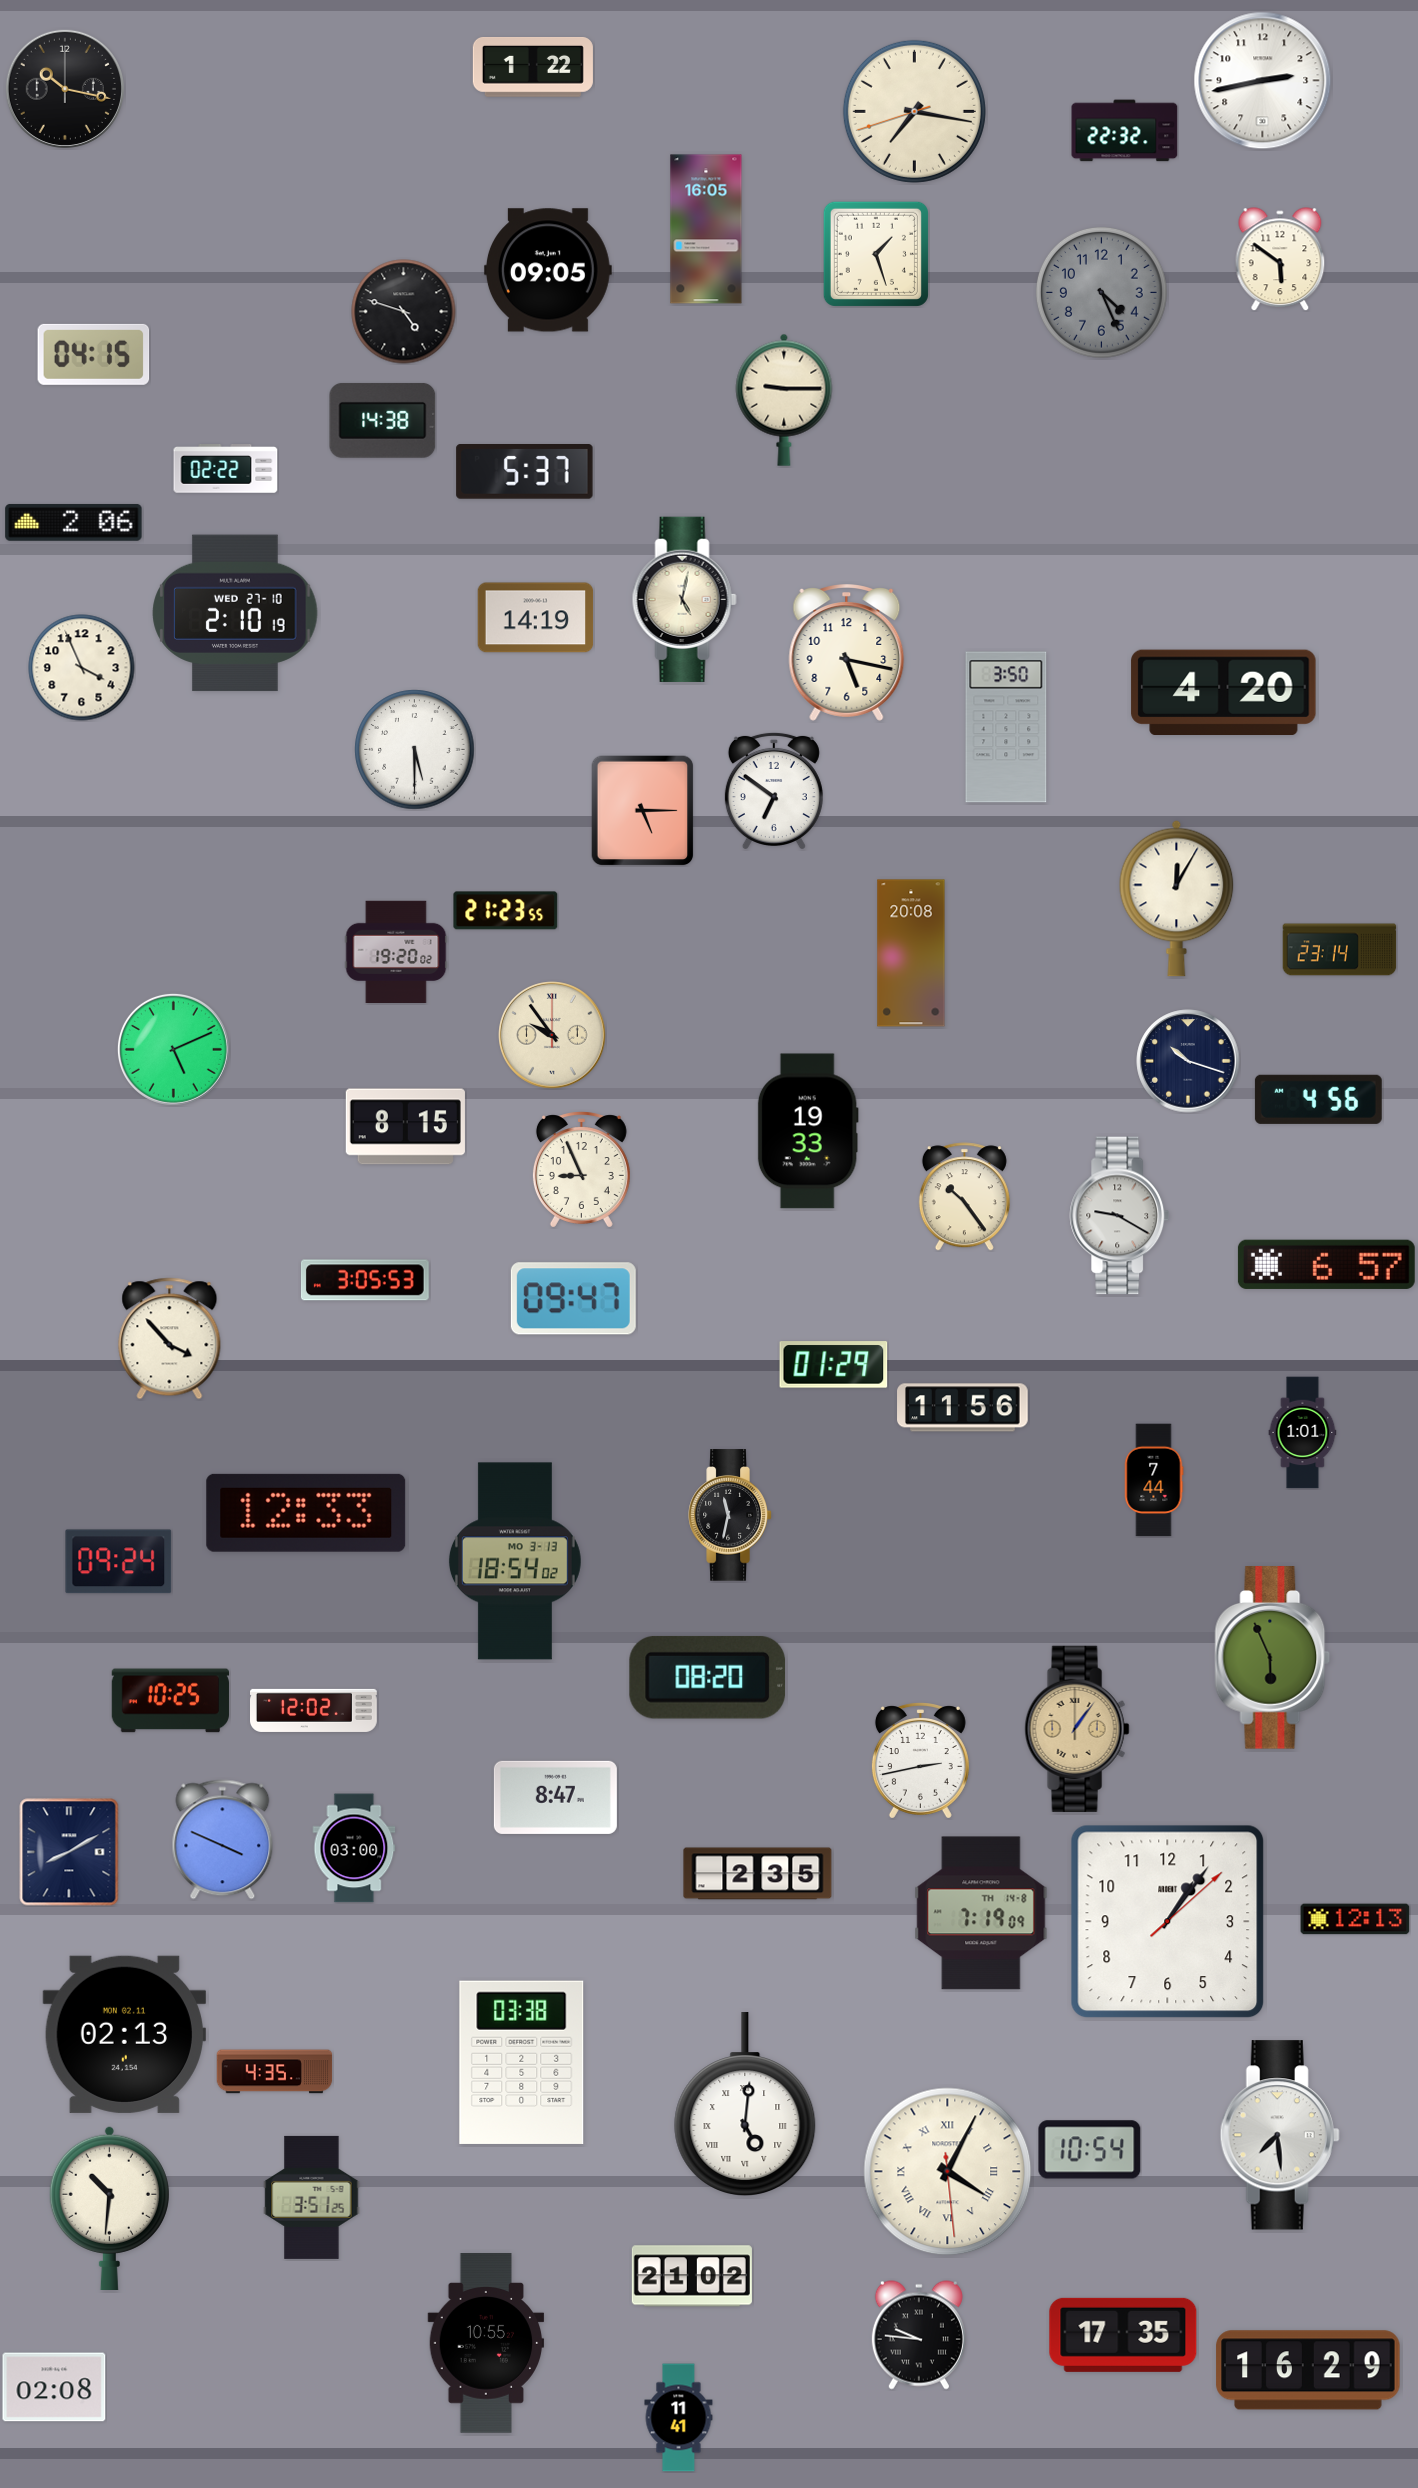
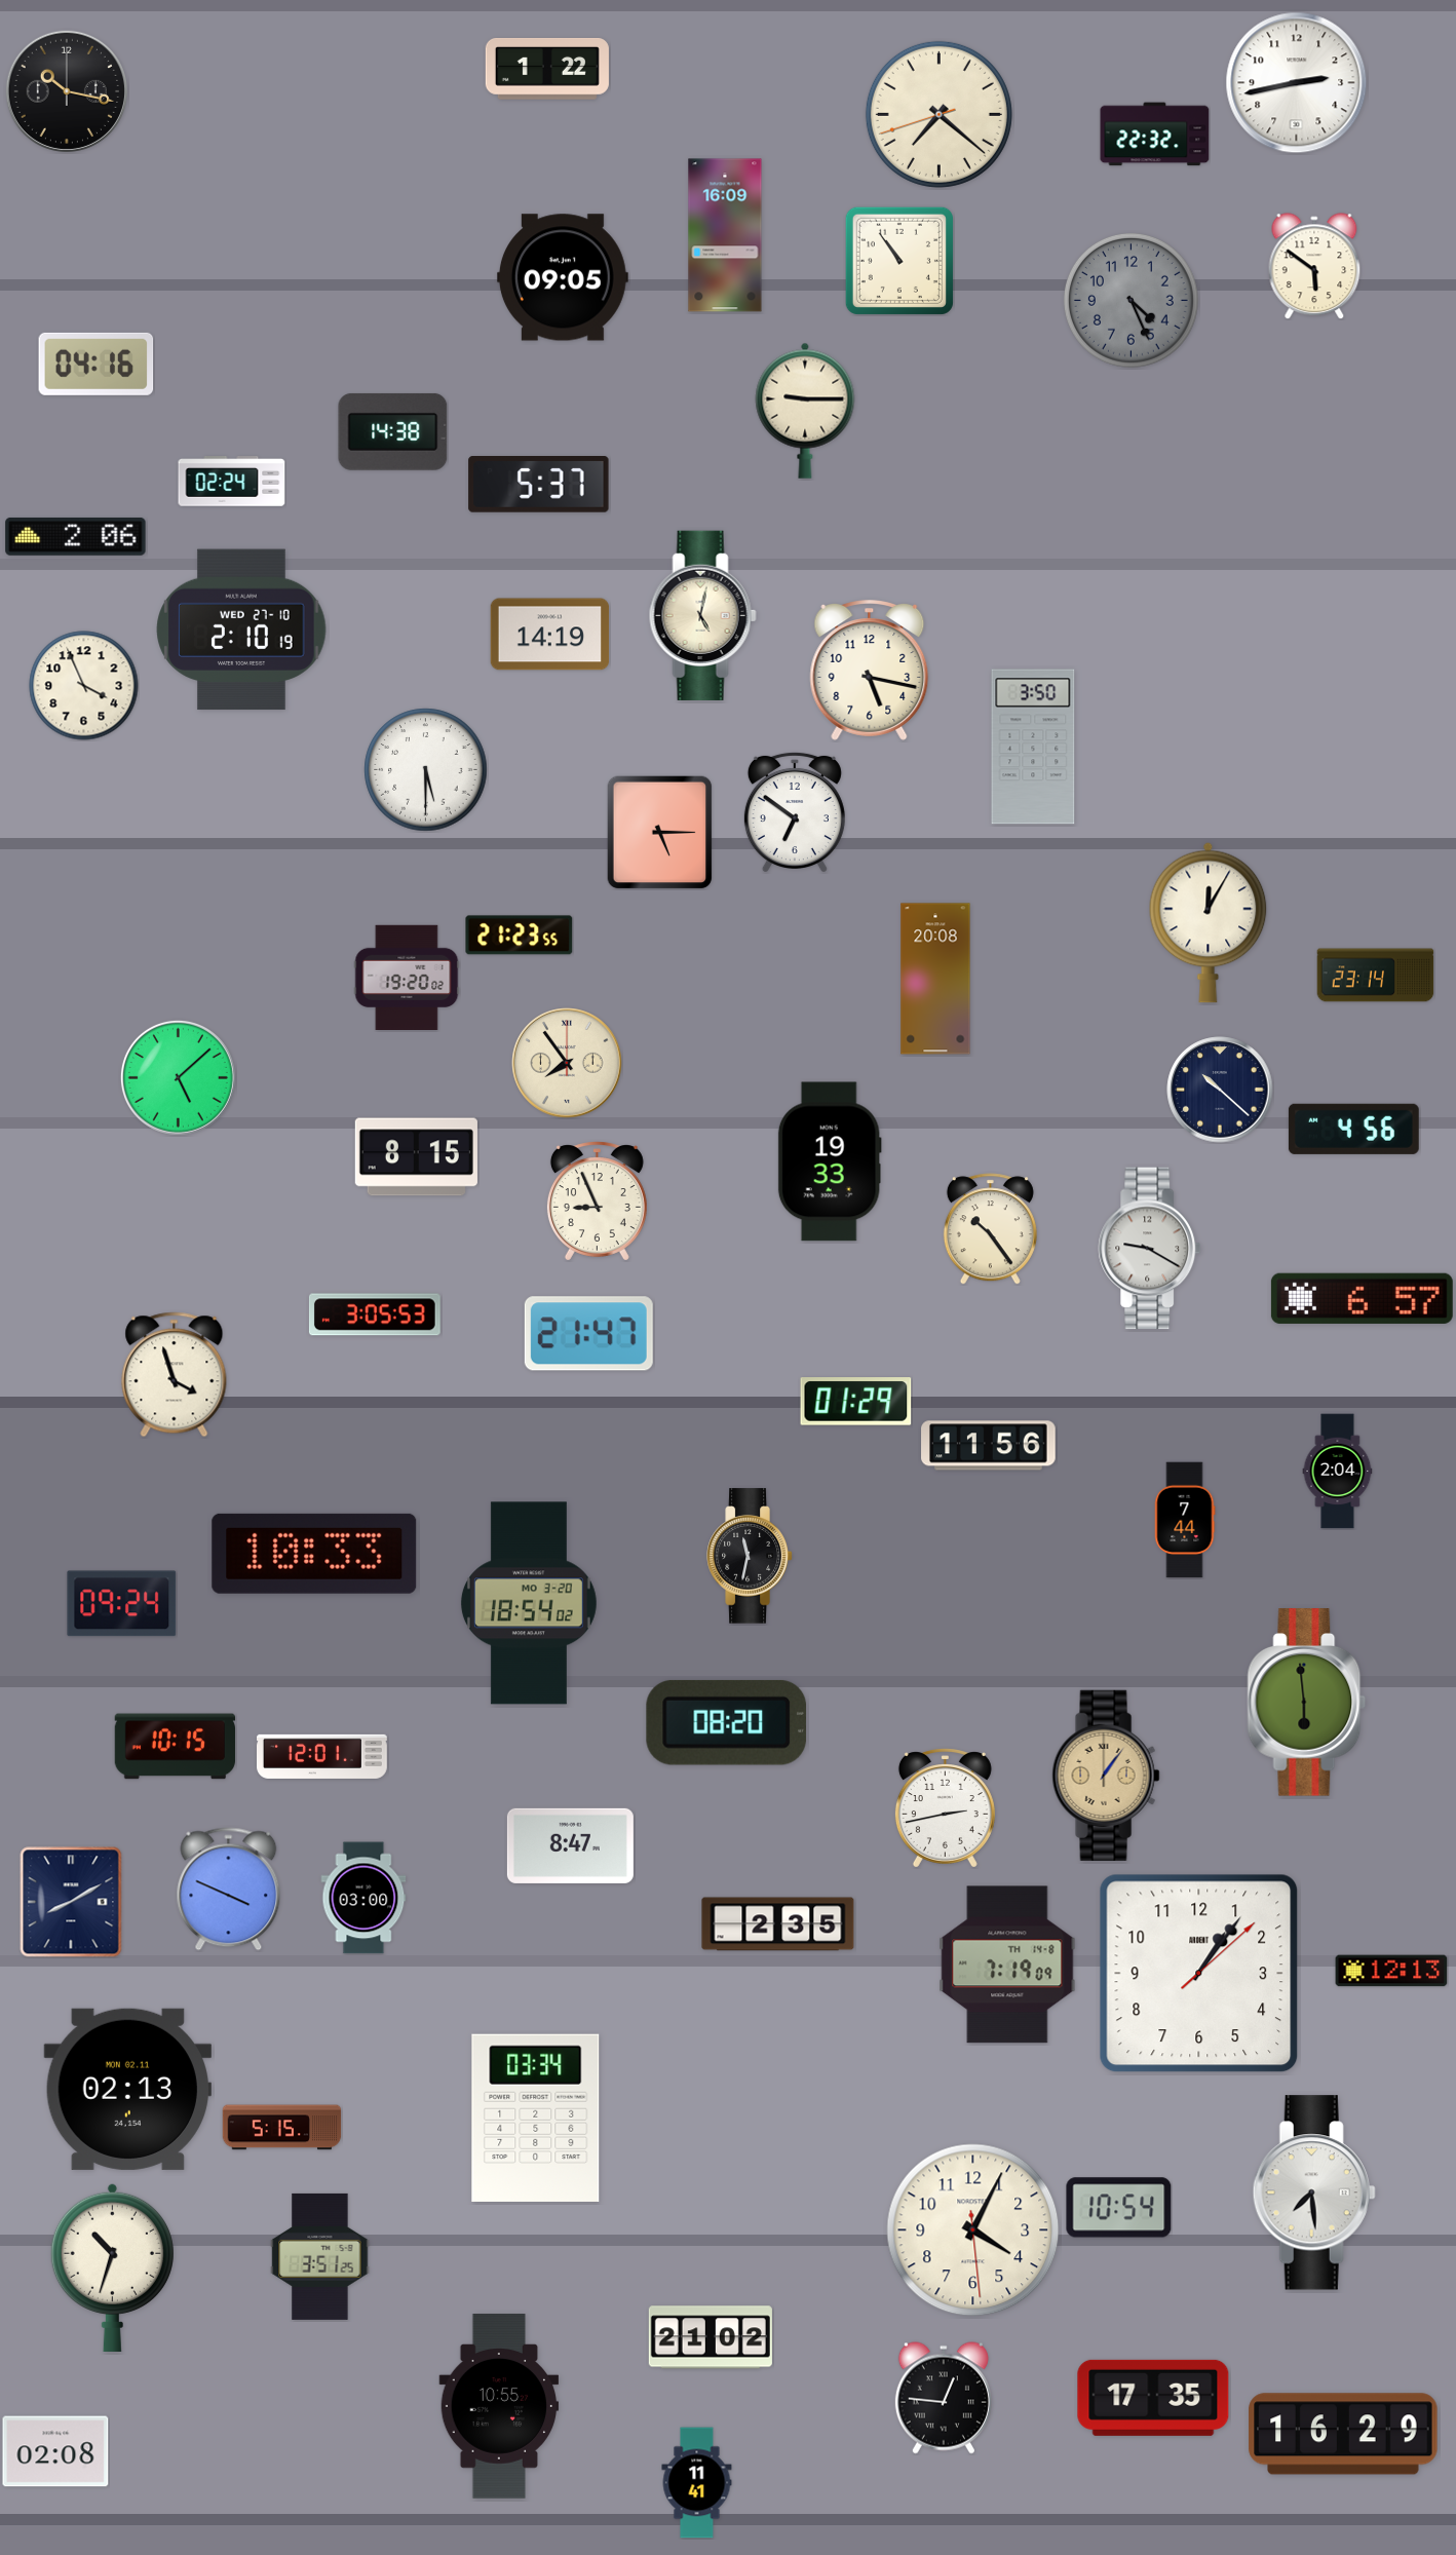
clock at (914, 111): 7:16 -> 7:21
clock at (706, 229): 16:05 -> 16:09
clock at (876, 254): 1:27 -> 10:54
clock at (404, 312): 4:48 -> none
clock at (94, 354): 04:15 -> 04:16
clock at (226, 469): 02:22 -> 02:24
clock at (1224, 692): 4:20 -> none
clock at (552, 1035): 9:54 -> 7:54
clock at (173, 1049): 5:11 -> 5:08
clock at (1188, 1061): 10:18 -> 10:22
clock at (573, 1299): 09:47 -> 21:47
clock at (170, 1339): 3:53 -> 3:57
clock at (1303, 1433): 1:01 -> 2:04
clock at (306, 1513): 12:33 -> 10:33
clock at (515, 1561) date: MO 3-13 -> MO 3-20
clock at (1273, 1658): 5:56 -> 5:59
clock at (170, 1701): 10:25 -> 10:15
clock at (314, 1710): 12:02 -> 12:01
clock at (522, 2062): 03:38 -> 03:34
clock at (275, 2072): 4:35 -> 5:15
clock at (745, 2104): 5:01 -> none
clock at (948, 2172) numerals: Roman -> Arabic
clock at (109, 2207): 10:31 -> 10:33
clock at (919, 2335): 9:46 -> 12:46
